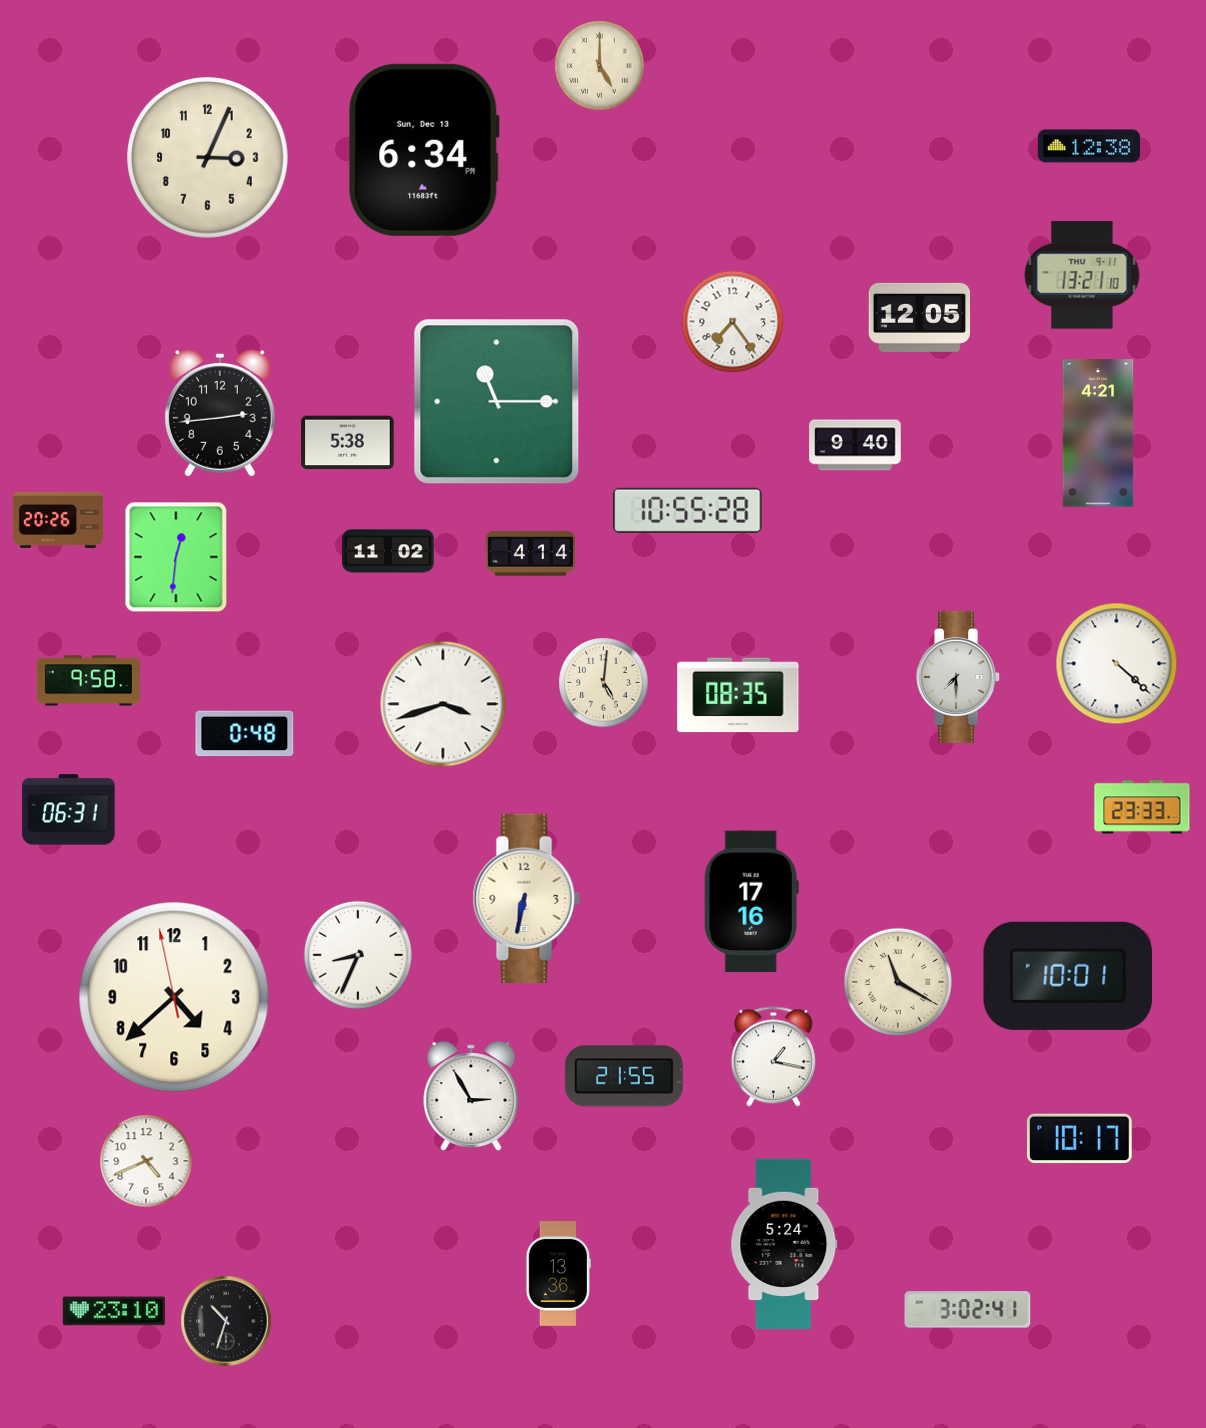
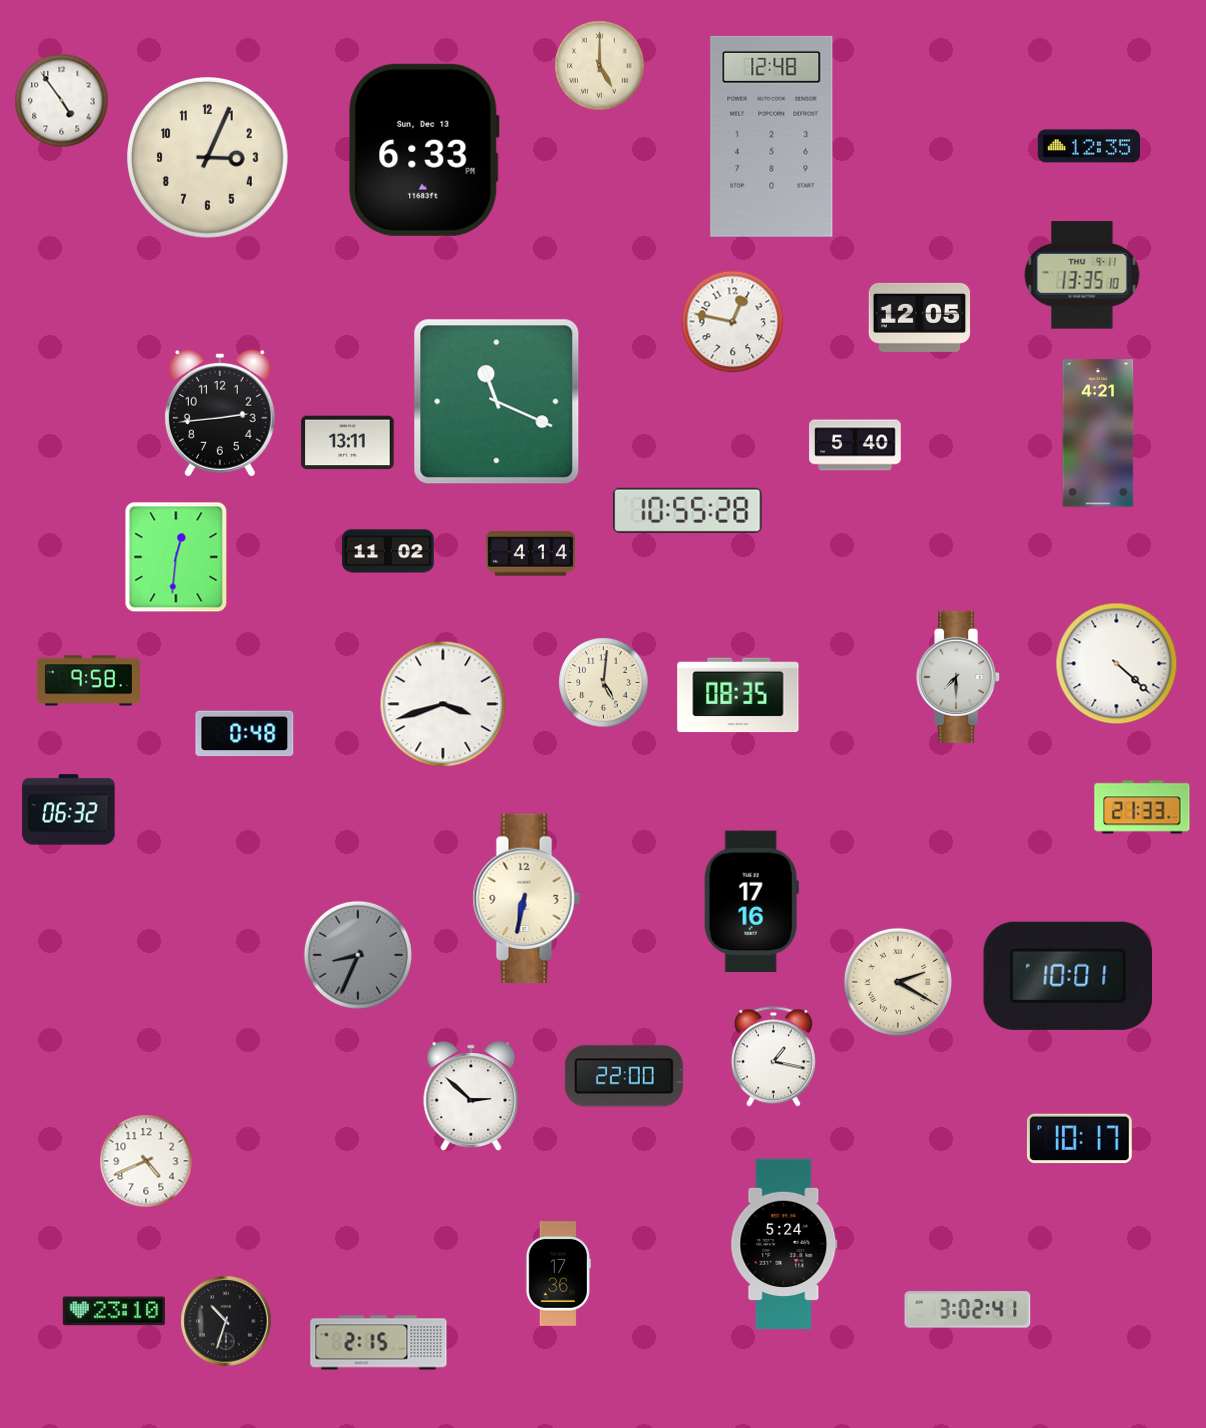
clock at (62, 101): none -> 4:54
clock at (772, 136): none -> 12:48
clock at (1089, 146): 12:38 -> 12:35
clock at (424, 150): 6:34 -> 6:33
clock at (1082, 275): 13:21 -> 13:35
clock at (733, 322): 7:24 -> 12:47
clock at (497, 402): 11:15 -> 11:19
clock at (348, 443): 5:38 -> 13:11
clock at (855, 445): 9:40 -> 5:40
clock at (58, 520): 20:26 -> none
clock at (1142, 807): 23:33 -> 21:33
clock at (69, 810): 06:31 -> 06:32
clock at (358, 955) dial: white -> grey
clock at (898, 982): 11:20 -> 2:20
clock at (174, 997): 4:37 -> none
clock at (624, 1076): 21:55 -> 22:00
clock at (471, 1096): 2:55 -> 2:52
clock at (558, 1274): 13:36 -> 17:36
clock at (379, 1343): none -> 2:15
